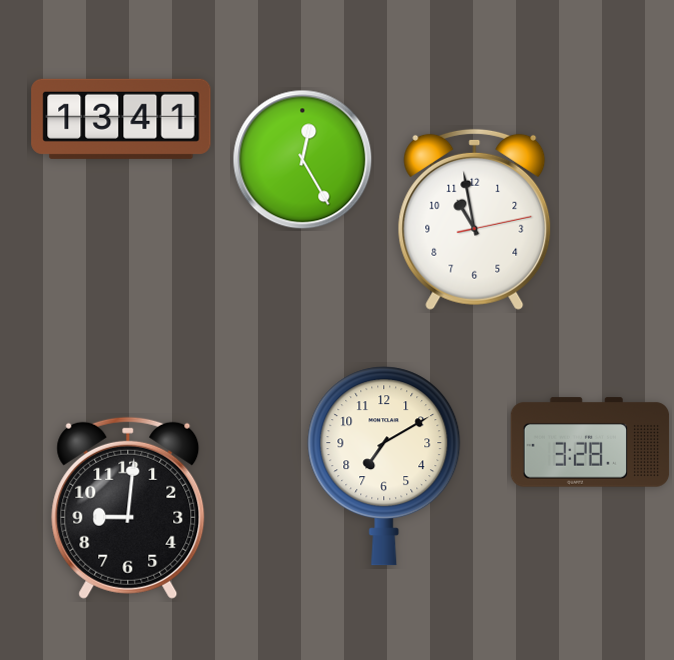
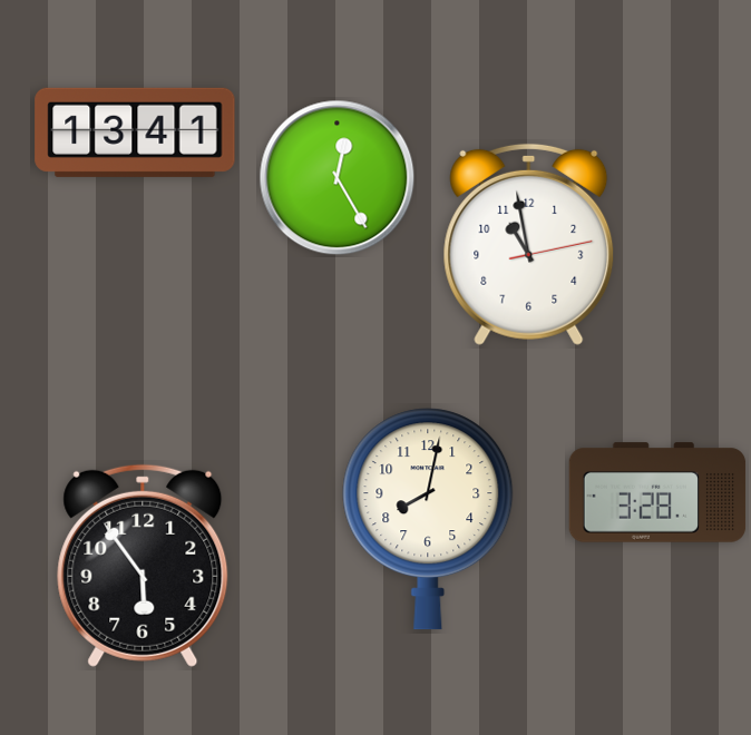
clock at (384, 466): 7:10 -> 8:02
clock at (128, 508): 9:01 -> 5:54
